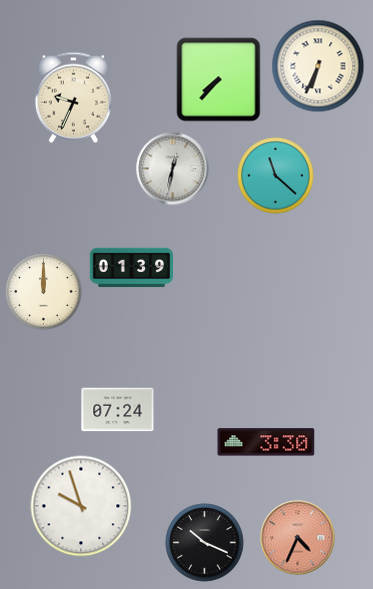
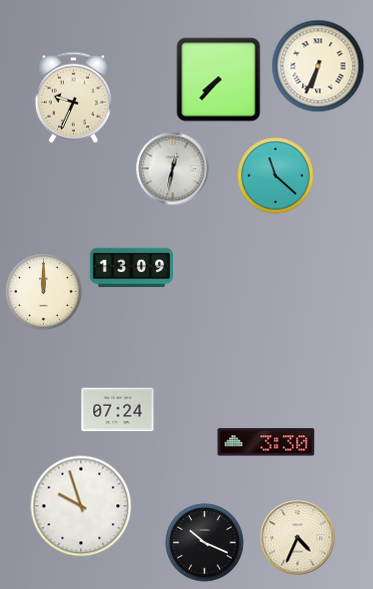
clock at (131, 268): 01:39 -> 13:09
clock at (298, 538) dial: salmon -> cream
